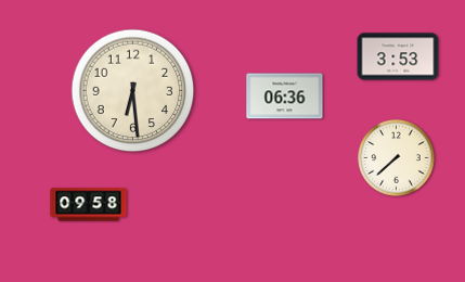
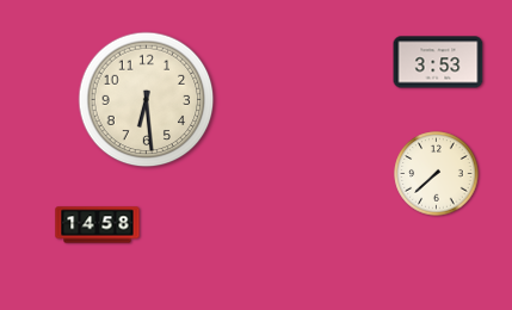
clock at (285, 97): 06:36 -> none
clock at (89, 205): 09:58 -> 14:58
